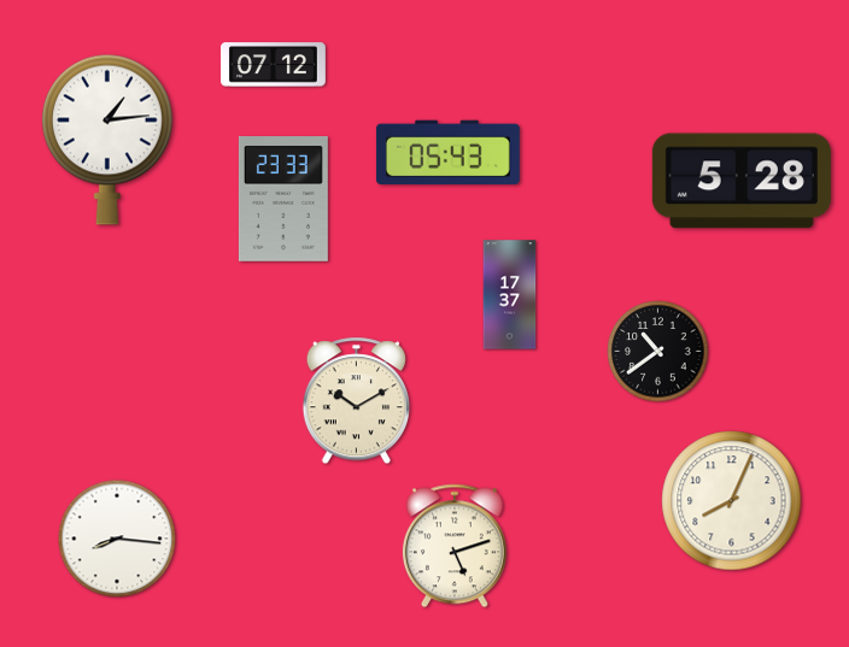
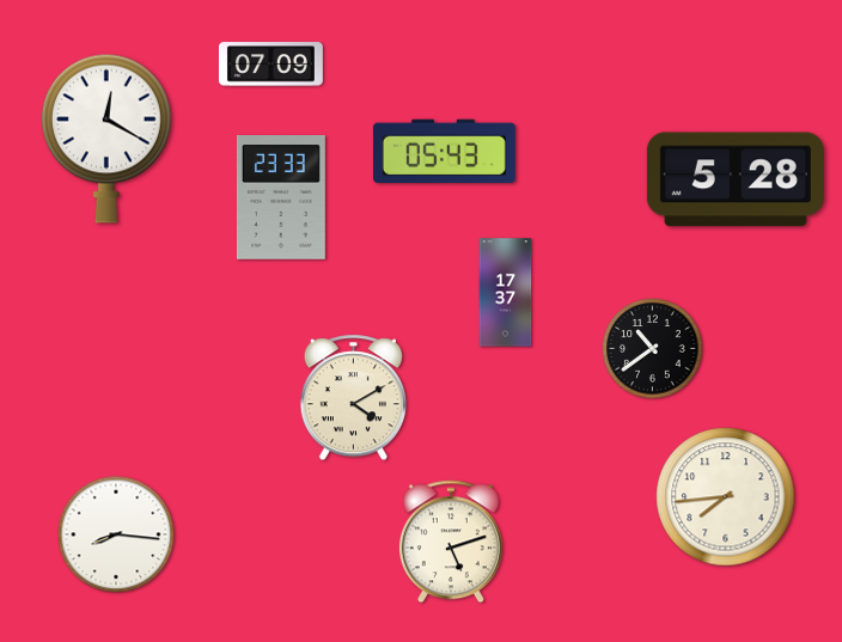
clock at (273, 65): 07:12 -> 07:09
clock at (107, 140): 1:14 -> 12:20
clock at (356, 401): 10:10 -> 4:10
clock at (732, 501): 8:04 -> 7:44
